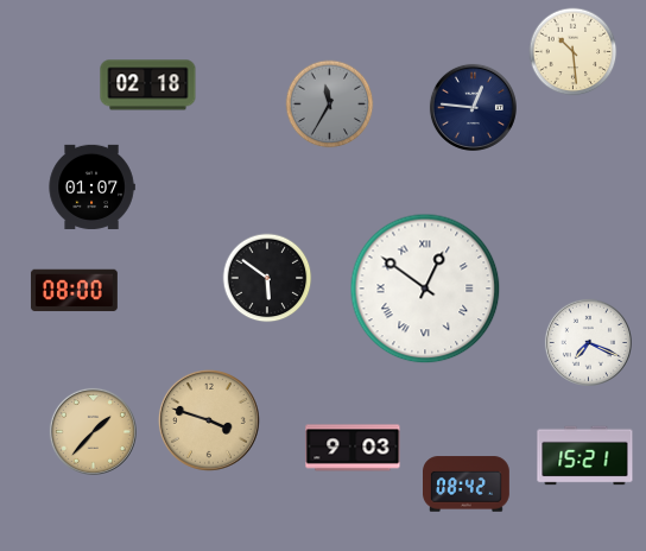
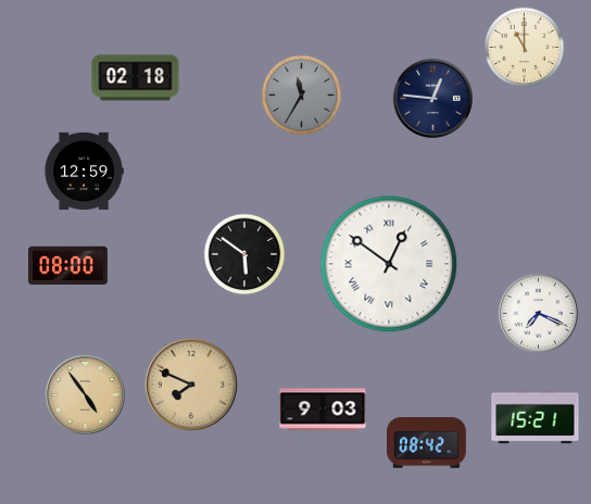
clock at (574, 52): 10:29 -> 11:00
clock at (91, 186): 01:07 -> 12:59
clock at (209, 420): 3:48 -> 7:49
clock at (93, 431): 1:37 -> 4:54
